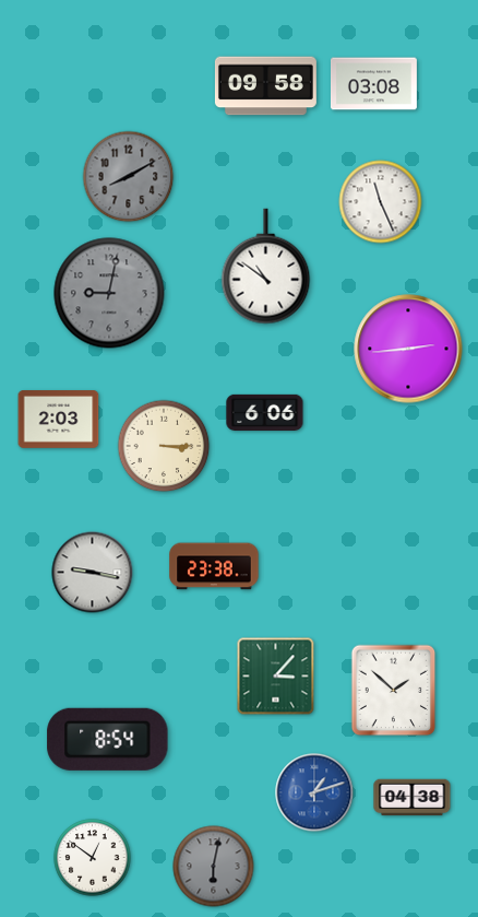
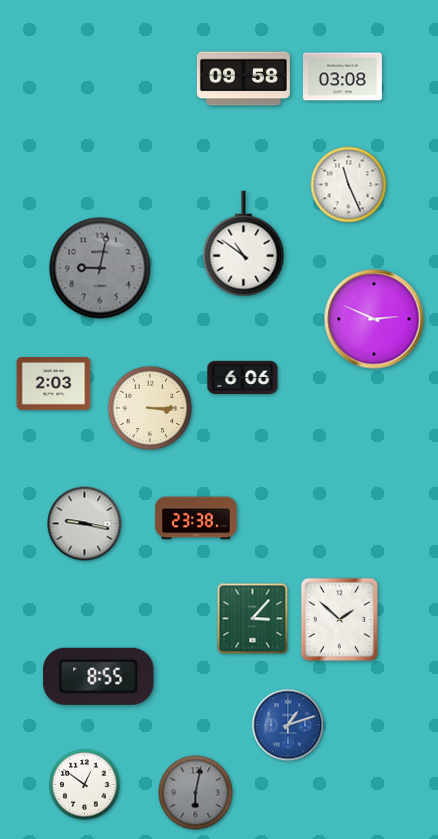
clock at (129, 177): 8:10 -> none
clock at (408, 349): 2:44 -> 2:49
clock at (394, 691) position: (394, 691) -> (340, 620)
clock at (108, 739): 8:54 -> 8:55
clock at (413, 798): 04:38 -> none
